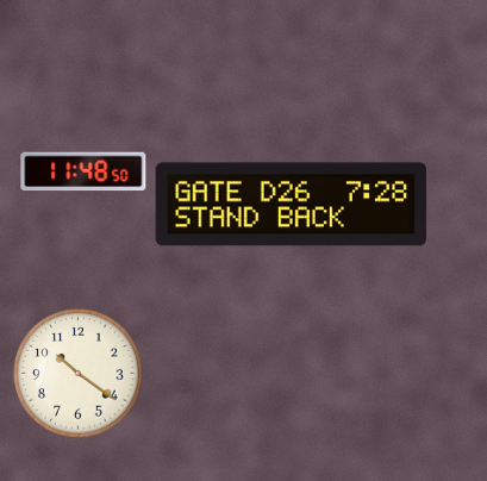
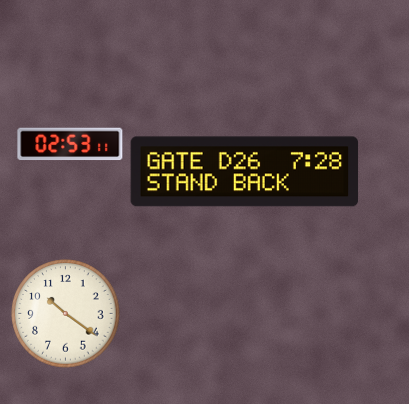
clock at (83, 171): 11:48 -> 02:53
